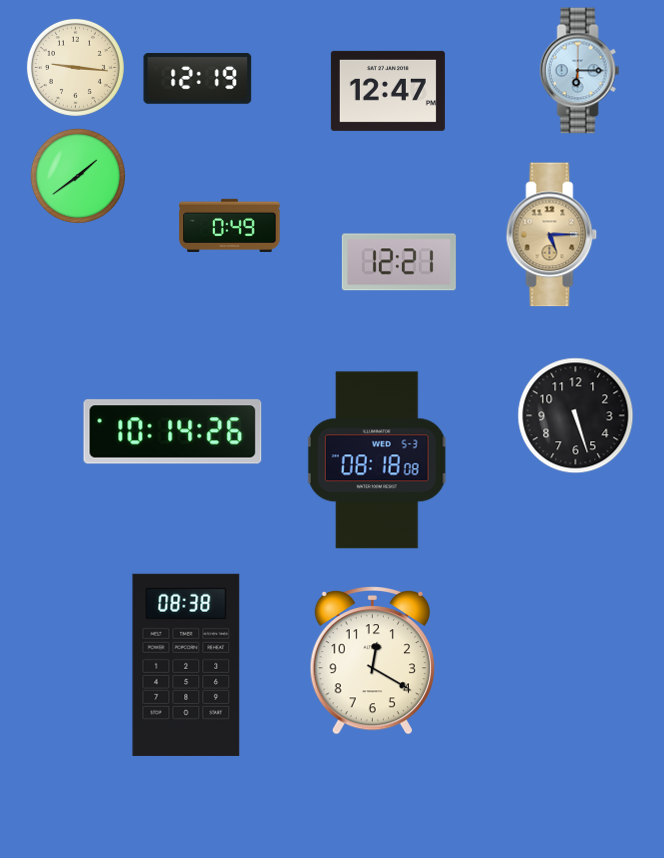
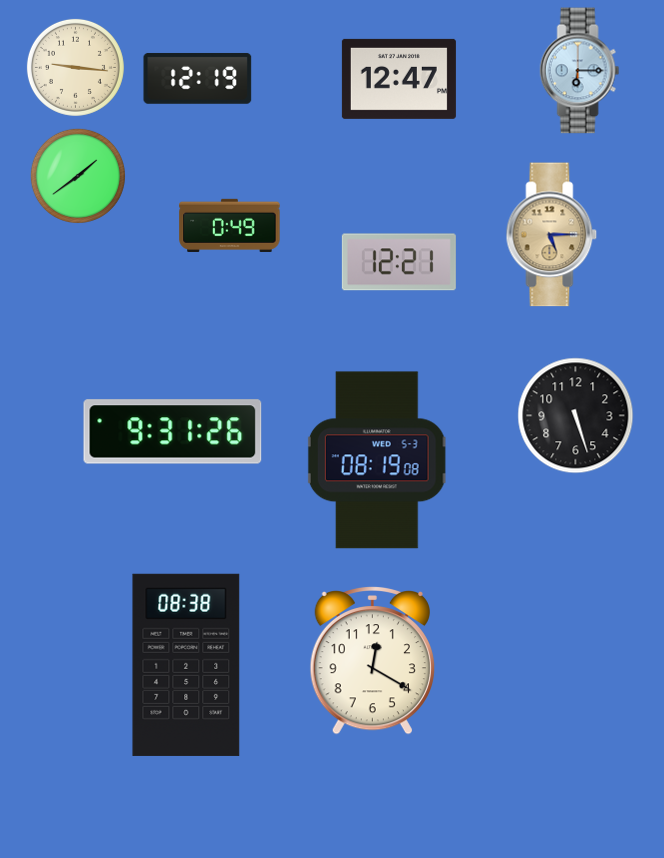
clock at (388, 91) position: (388, 91) -> (399, 79)
clock at (173, 432): 10:14 -> 9:31
clock at (377, 460): 08:18 -> 08:19
